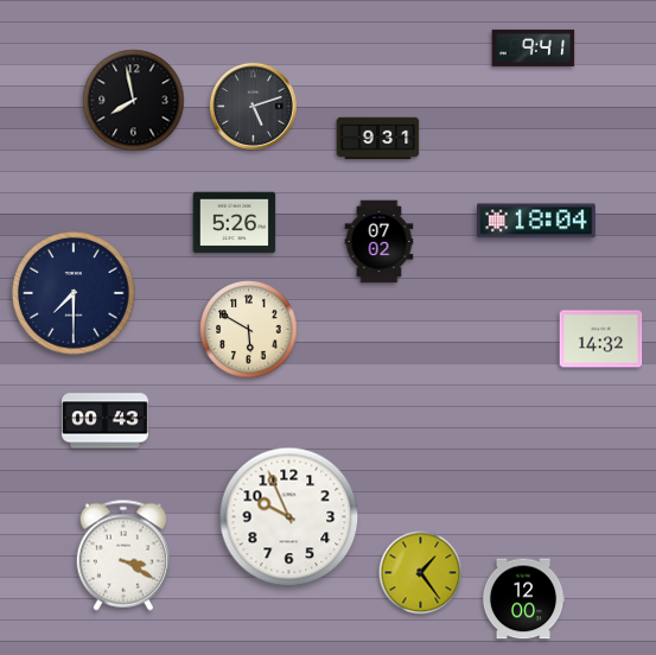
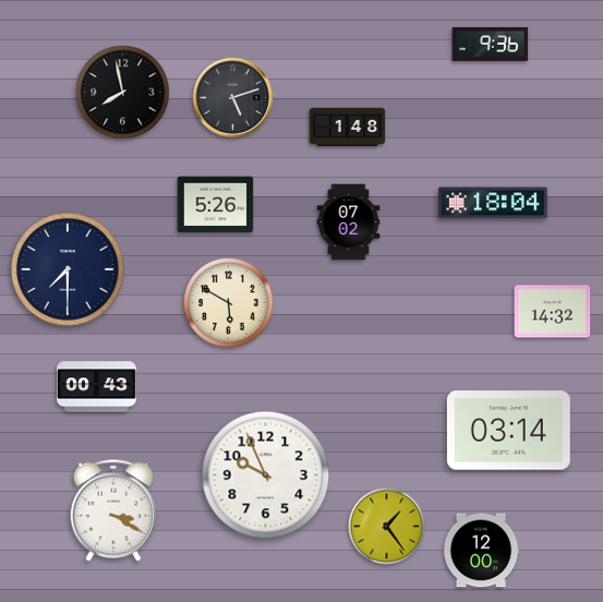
clock at (534, 47): 9:41 -> 9:36
clock at (378, 139): 9:31 -> 1:48
clock at (508, 431): none -> 03:14
